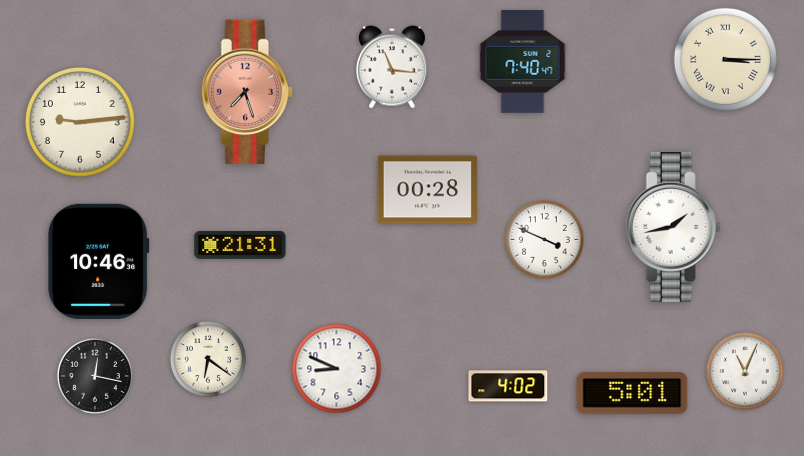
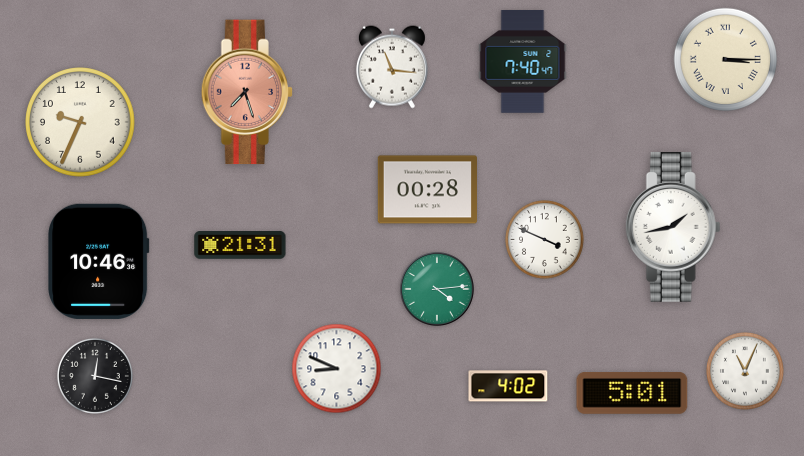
clock at (81, 123): 9:14 -> 9:34
clock at (437, 289): none -> 4:14
clock at (208, 359): 6:21 -> none
